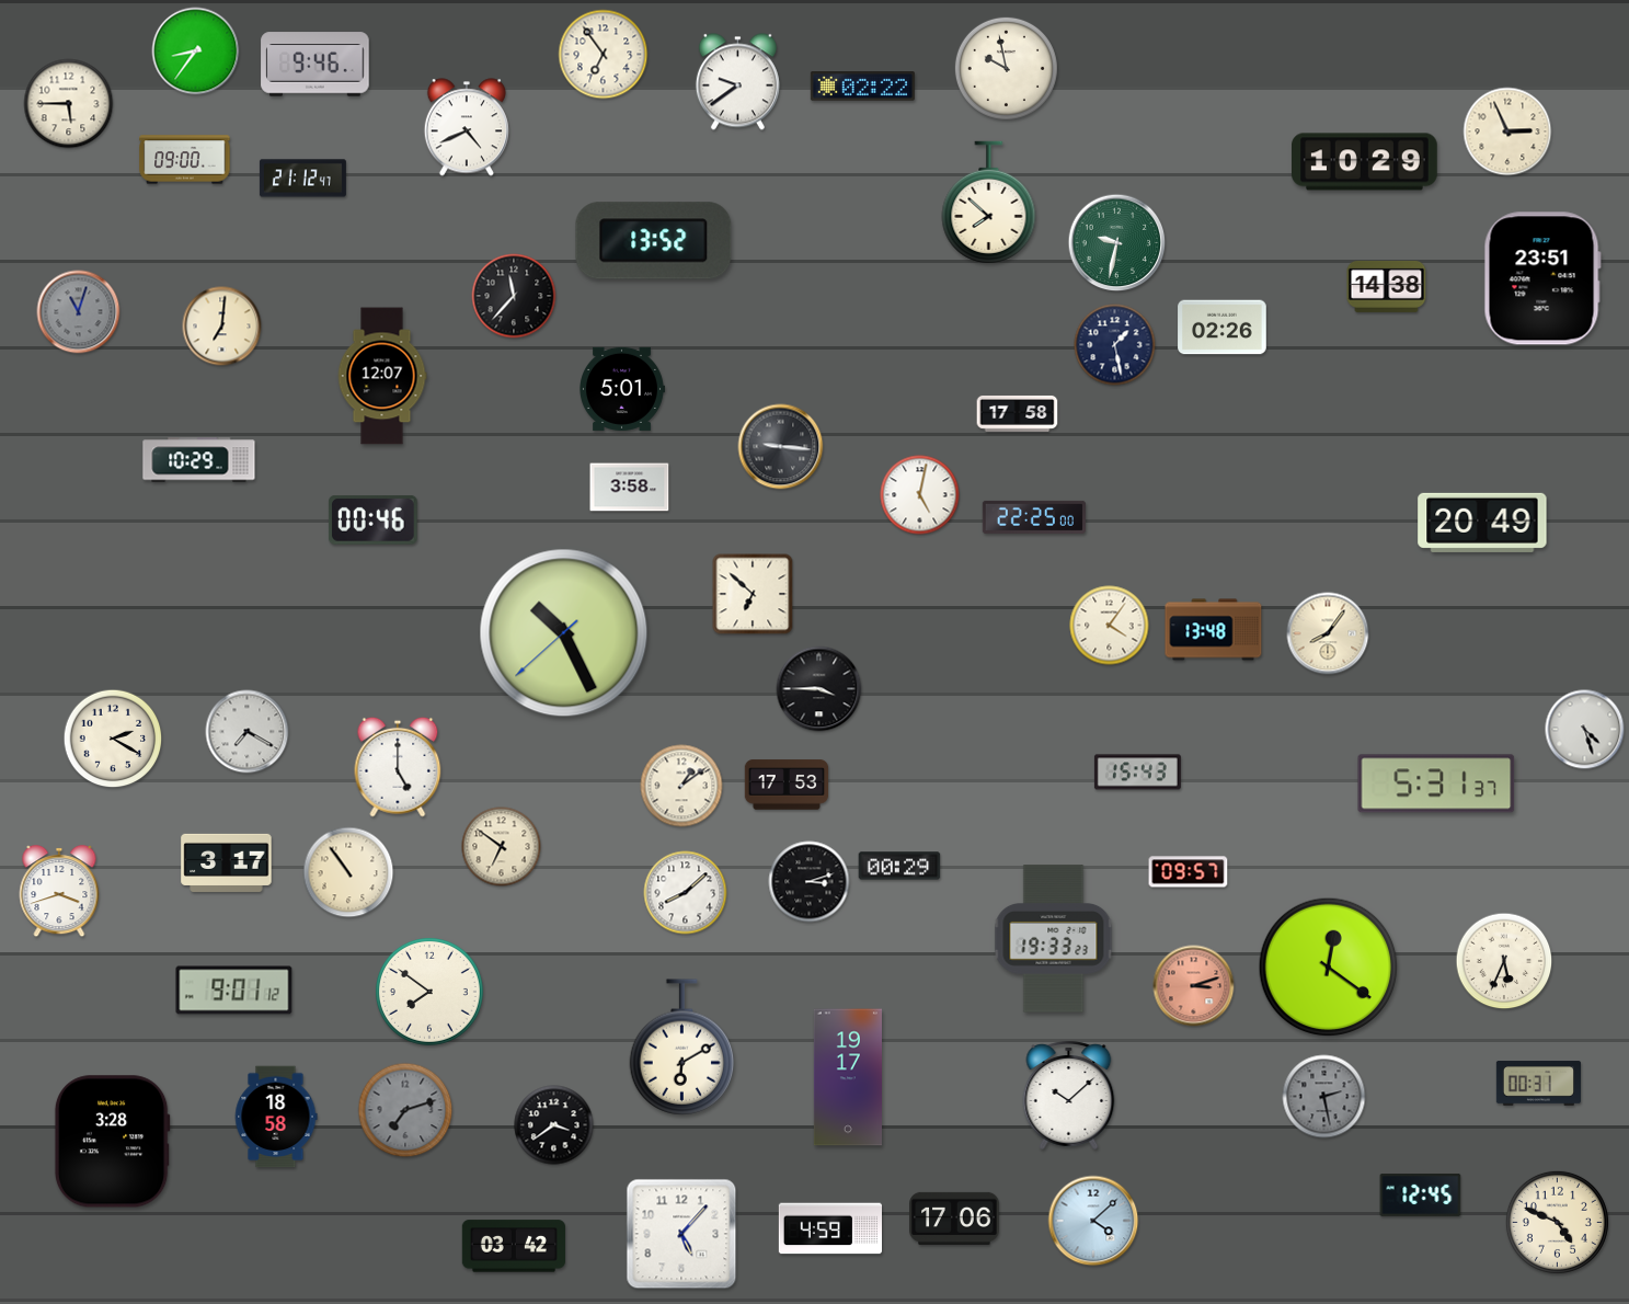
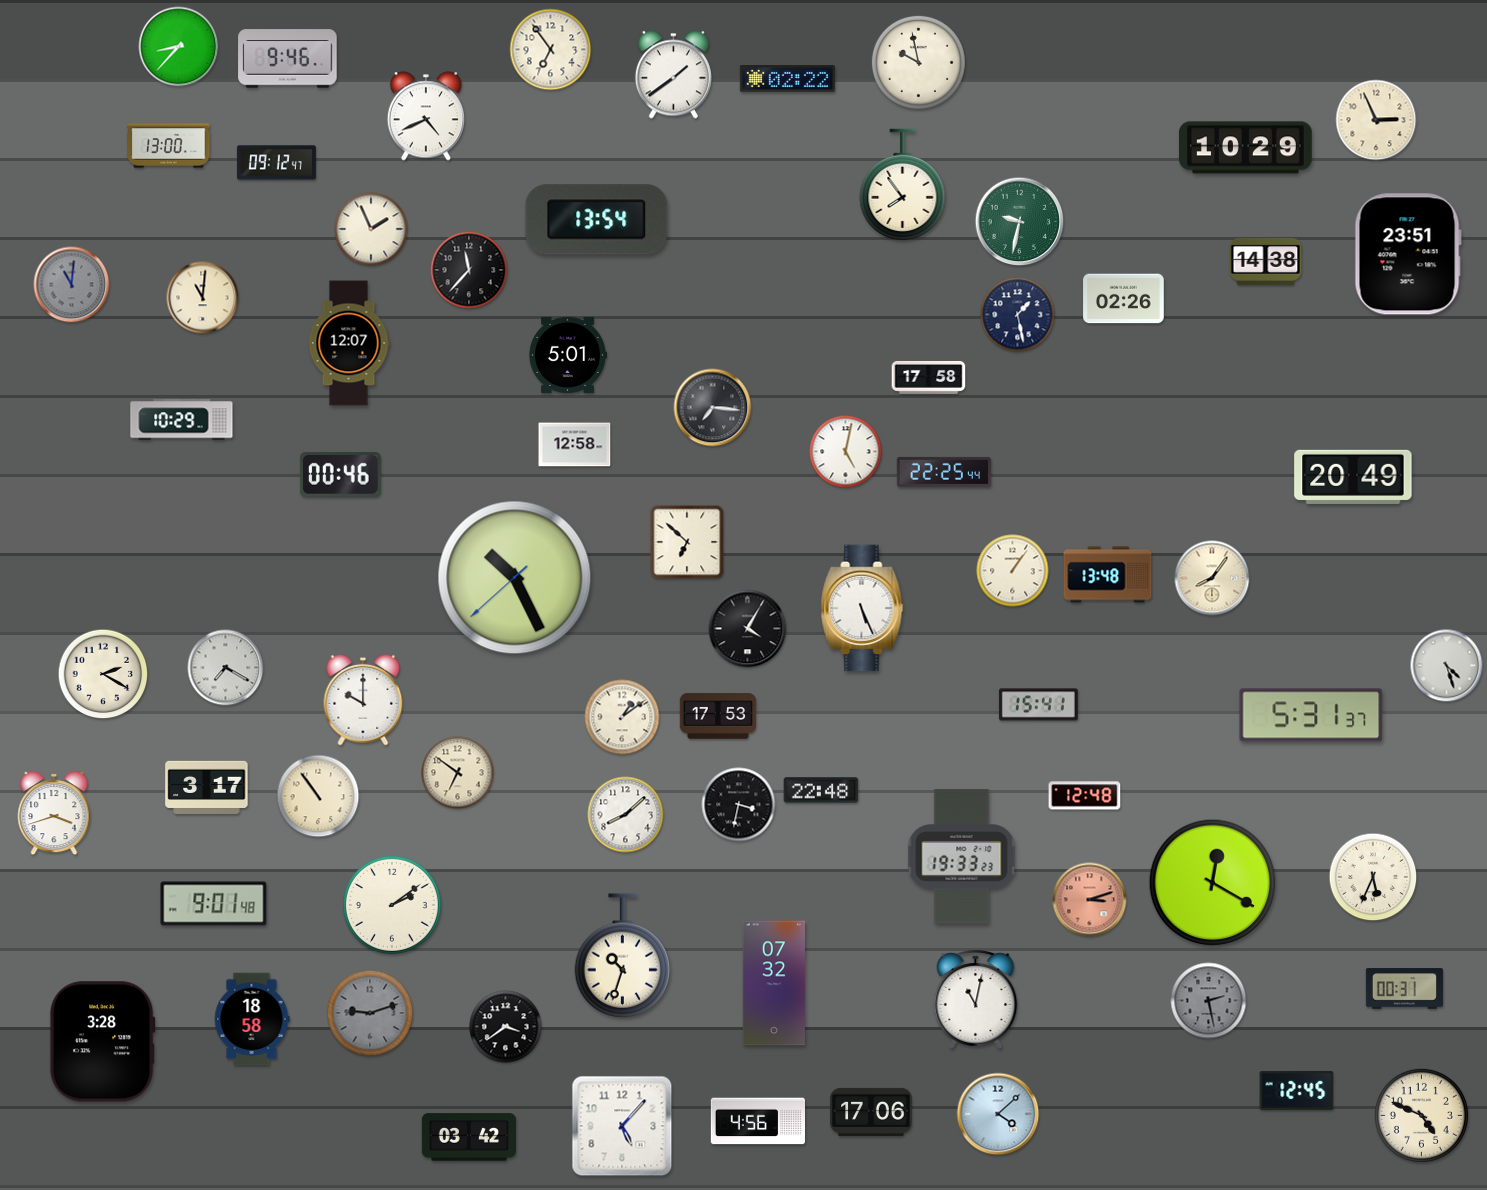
clock at (196, 52): 8:36 -> 8:37
clock at (737, 82): 9:39 -> 1:39
clock at (69, 104): 5:45 -> none
clock at (185, 160): 09:00 -> 13:00
clock at (302, 179): 21:12 -> 09:12
clock at (989, 203): 7:52 -> 7:54
clock at (654, 241): 13:52 -> 13:54
clock at (371, 229): none -> 1:56
clock at (79, 312): 11:03 -> 11:01
clock at (222, 327): 7:01 -> 11:01
clock at (1223, 328) position: (1223, 328) -> (1124, 299)
clock at (781, 447): 9:16 -> 7:16
clock at (630, 488): 3:58 -> 12:58
clock at (920, 495) position: (920, 495) -> (846, 452)
clock at (1034, 517): 22:25:00 -> 22:25:44
clock at (1110, 626): 4:06 -> 1:06
clock at (862, 608): none -> 5:26
clock at (819, 689): 3:45 -> 4:05
clock at (398, 767): 5:00 -> 10:00
clock at (1137, 773): 15:43 -> 15:41
clock at (899, 866): 00:29 -> 22:48
clock at (1189, 872): 09:57 -> 12:48
clock at (810, 882): 3:12 -> 3:32
clock at (1329, 968): 12:21 -> 12:20
clock at (234, 991): 9:01:12 -> 9:01:48
clock at (429, 992): 7:51 -> 2:09
clock at (682, 1048): 6:10 -> 10:33
clock at (848, 1077): 19:17 -> 07:32
clock at (1069, 1095): 10:08 -> 11:02
clock at (405, 1110): 7:12 -> 9:12
clock at (829, 1228): 4:59 -> 4:56
